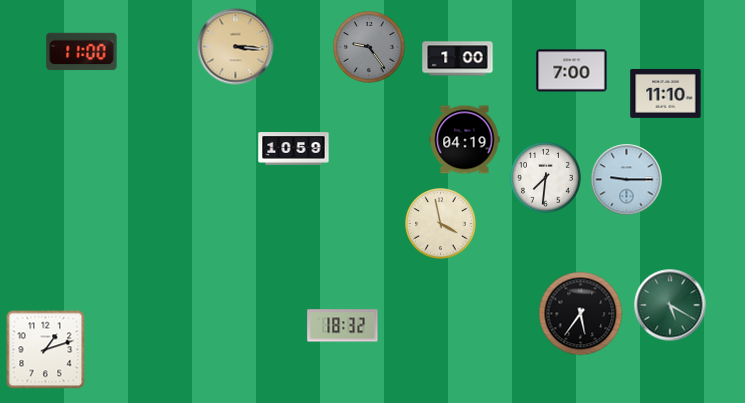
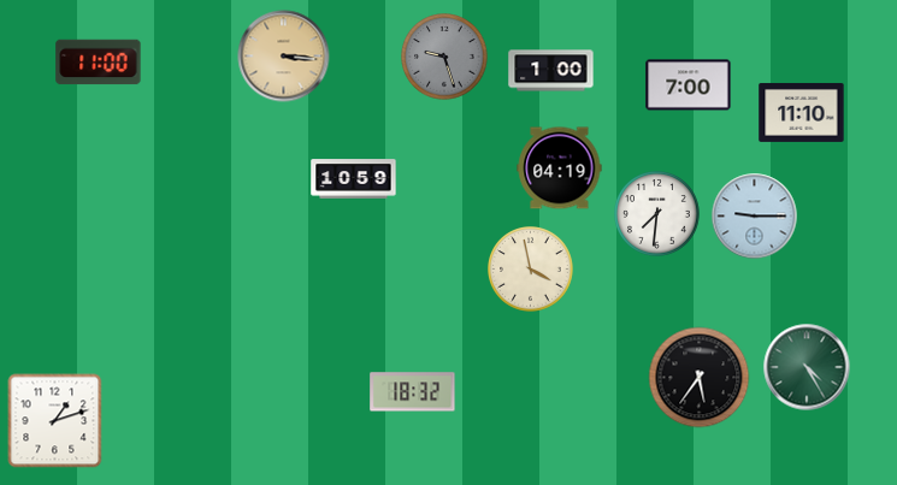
clock at (369, 47): 9:24 -> 9:27
clock at (670, 305): 5:20 -> 4:25
